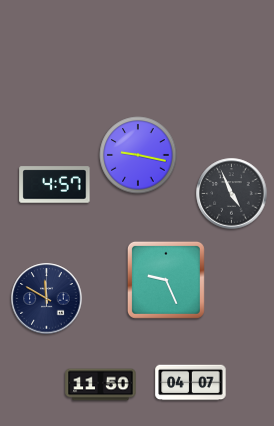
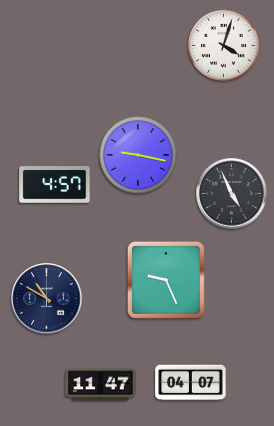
clock at (223, 45): none -> 4:03
clock at (47, 299): 11:50 -> 10:50
clock at (101, 385): 11:50 -> 11:47
